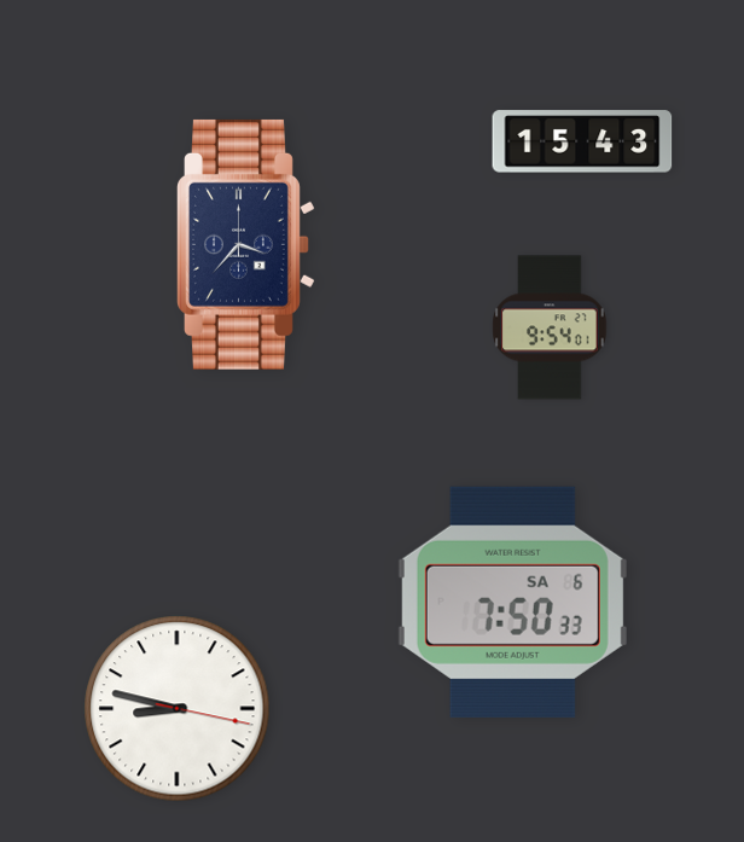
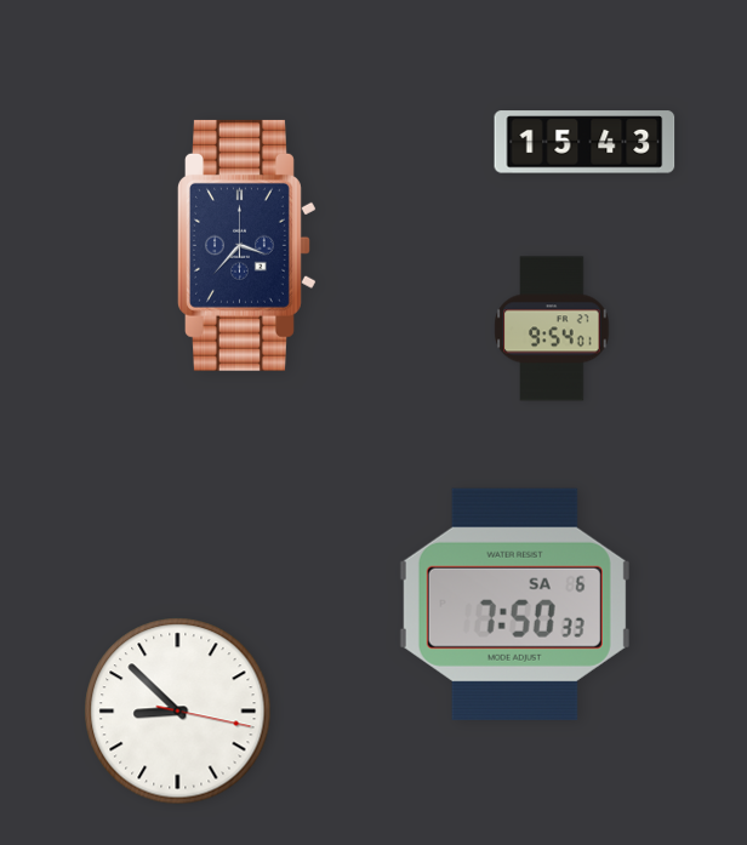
clock at (178, 709): 8:47 -> 8:52
